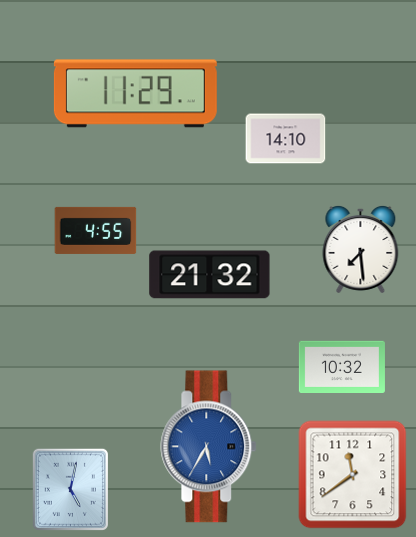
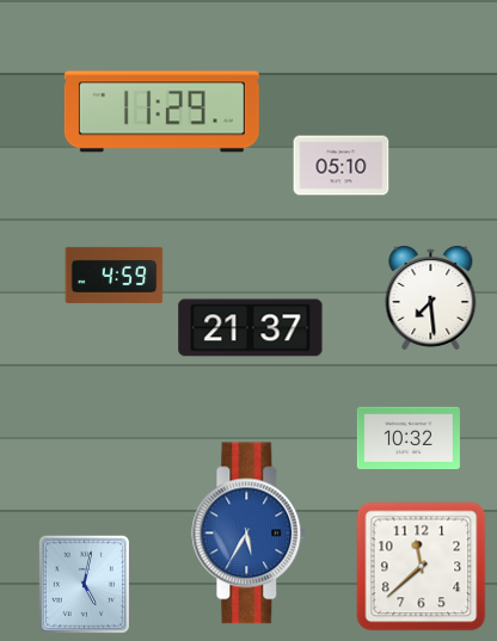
clock at (286, 139): 14:10 -> 05:10
clock at (96, 230): 4:55 -> 4:59
clock at (210, 275): 21:32 -> 21:37
clock at (353, 475): 11:39 -> 11:38
